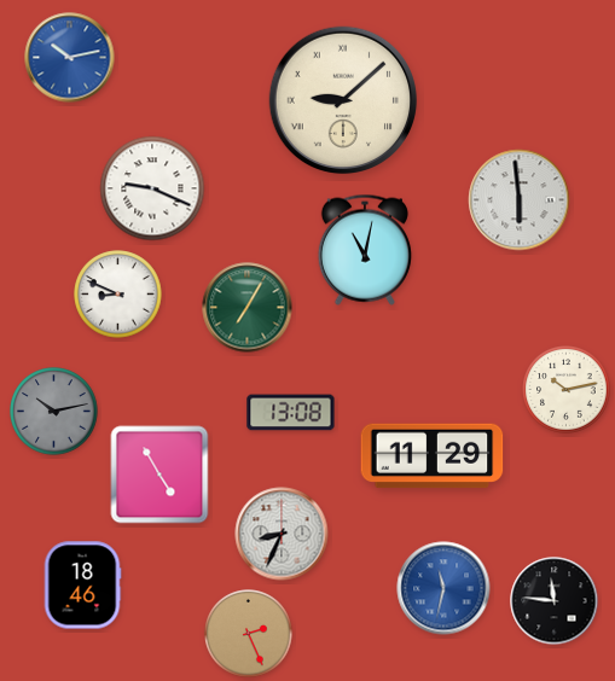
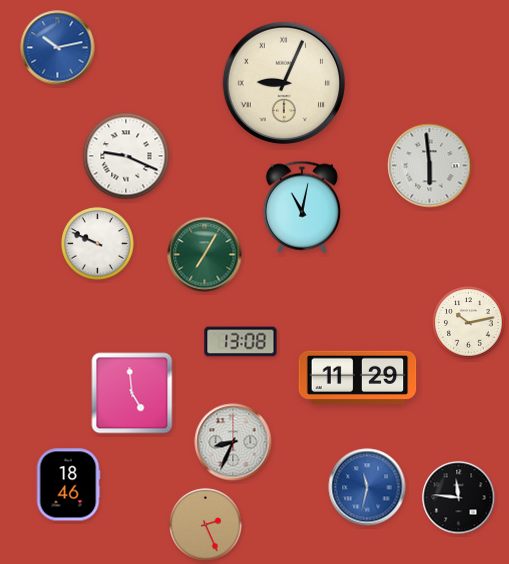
clock at (342, 99): 9:08 -> 9:04
clock at (118, 295): 8:49 -> 9:49
clock at (54, 412): 10:13 -> none
clock at (159, 475): 4:55 -> 4:59
